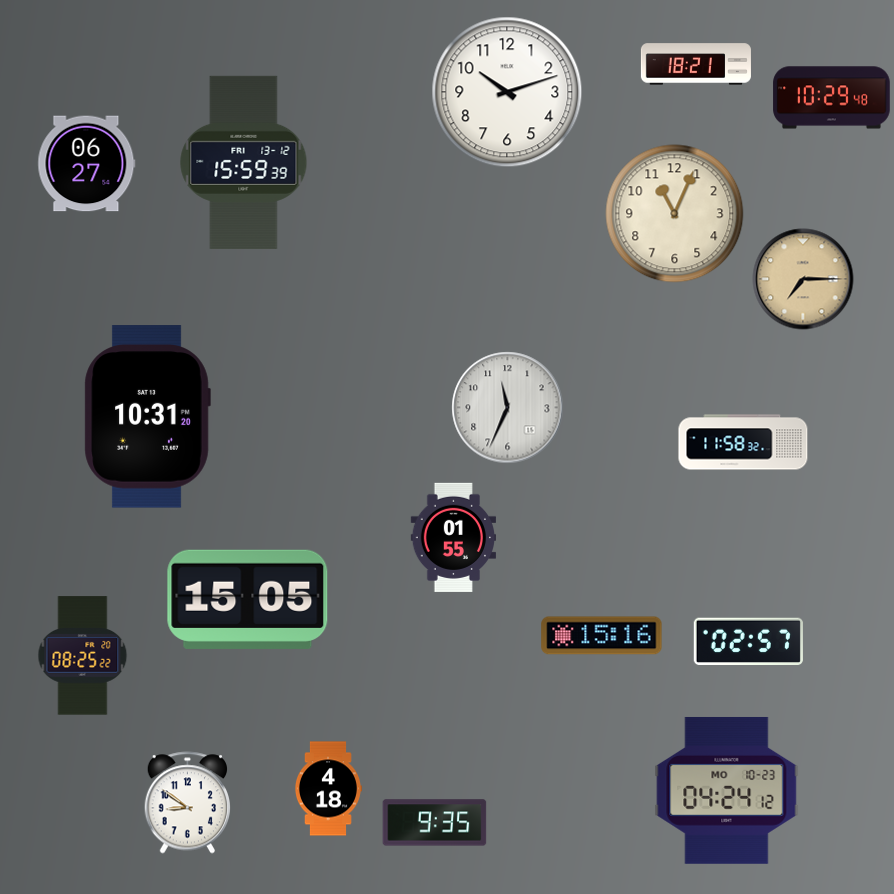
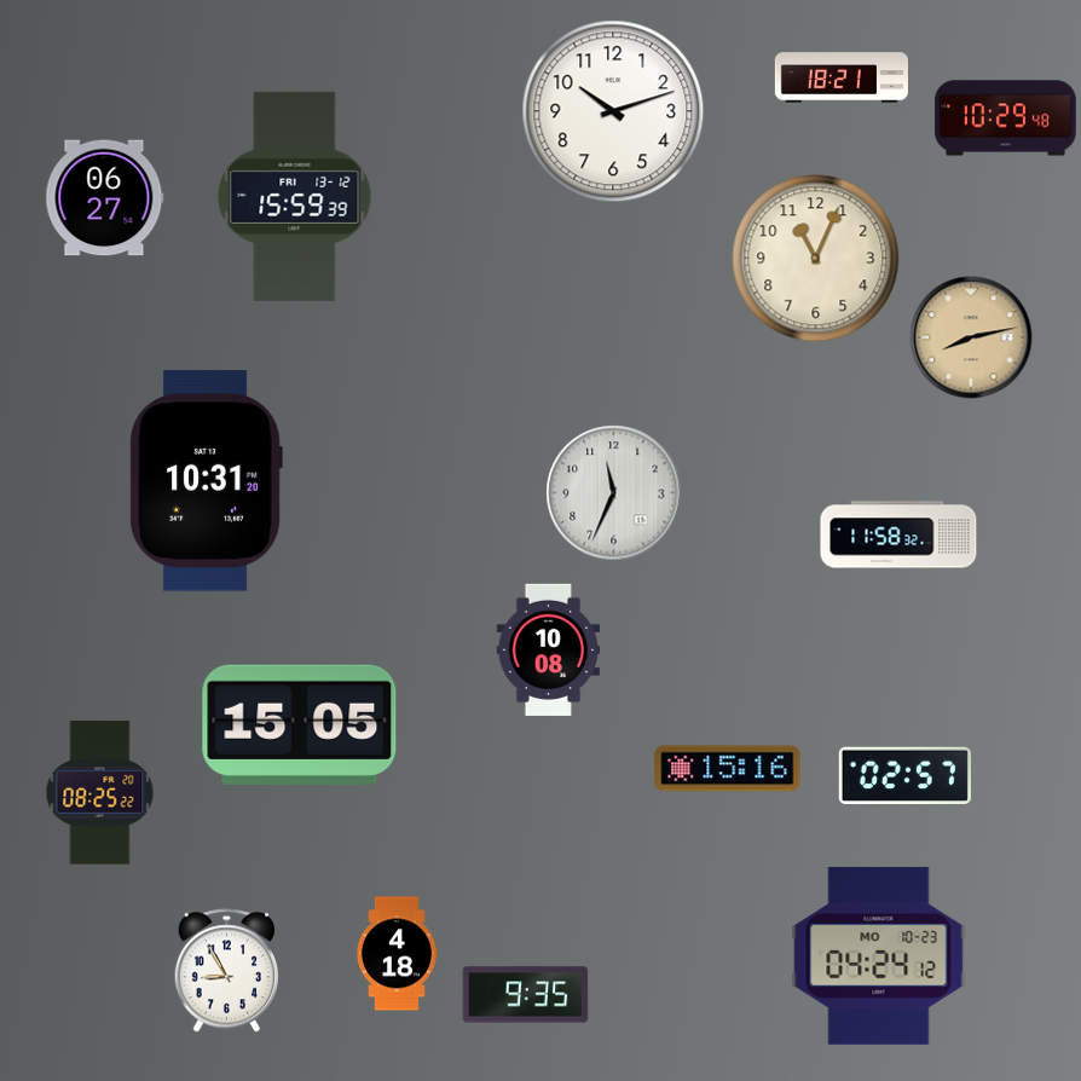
clock at (803, 279): 7:15 -> 8:13
clock at (147, 417) position: (147, 417) -> (206, 481)
clock at (454, 537): 01:55 -> 10:08
clock at (188, 803): 8:51 -> 8:55
